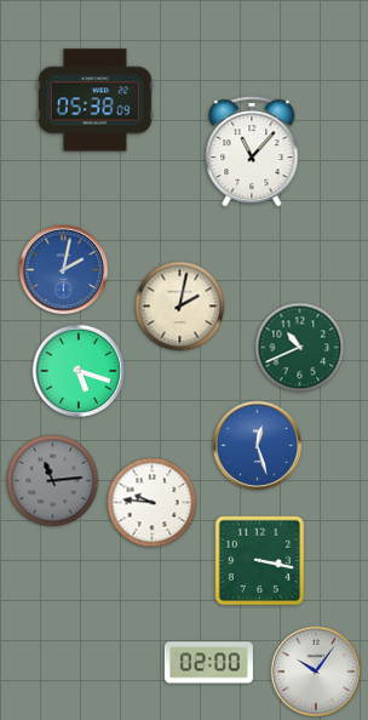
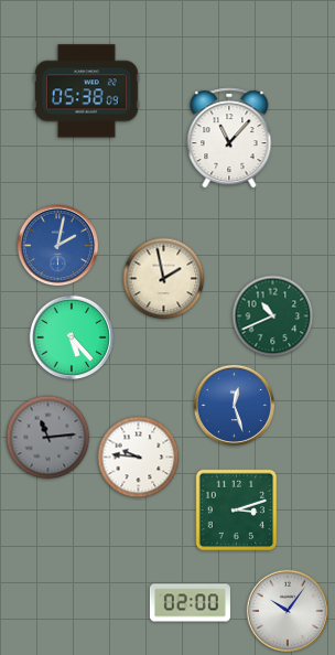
clock at (180, 307): 2:02 -> 1:58
clock at (77, 370): 5:18 -> 5:23
clock at (260, 561): 3:17 -> 3:12
